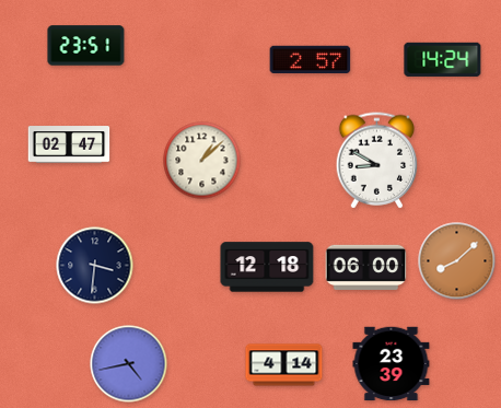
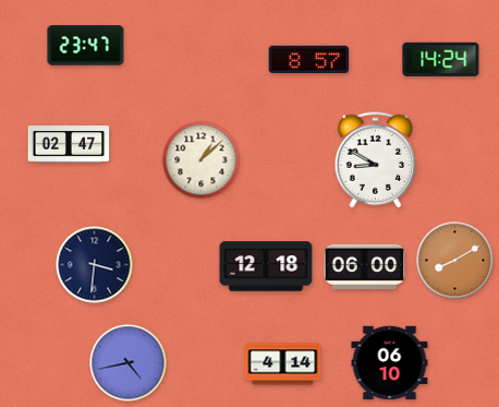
clock at (86, 46): 23:51 -> 23:47
clock at (311, 59): 2:57 -> 8:57
clock at (457, 261): 8:08 -> 8:10
clock at (392, 364): 23:39 -> 06:10
